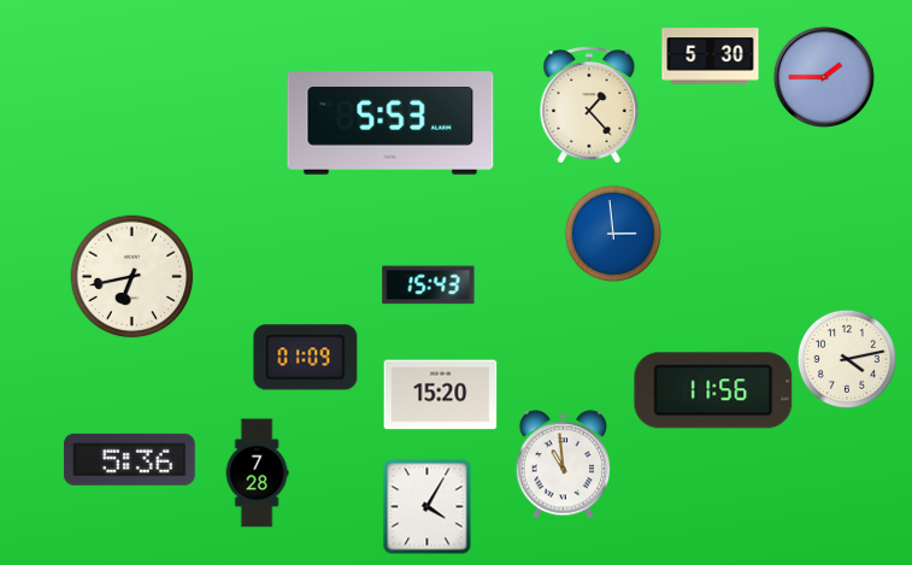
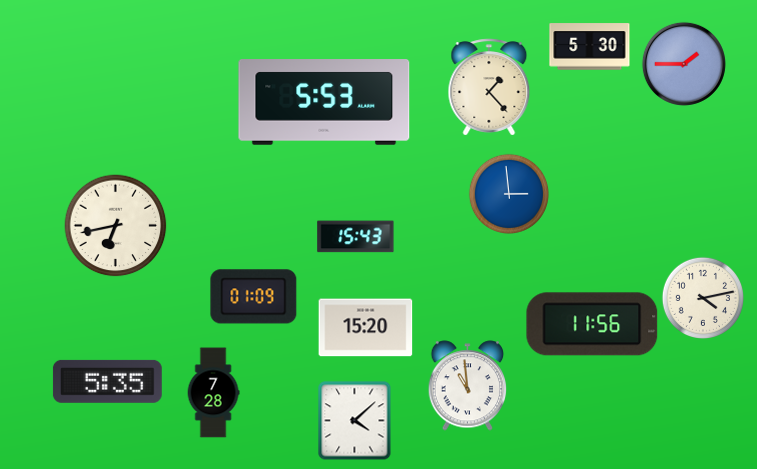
clock at (133, 277) position: (133, 277) -> (116, 226)
clock at (129, 459): 5:36 -> 5:35
clock at (428, 507): 4:05 -> 4:08
